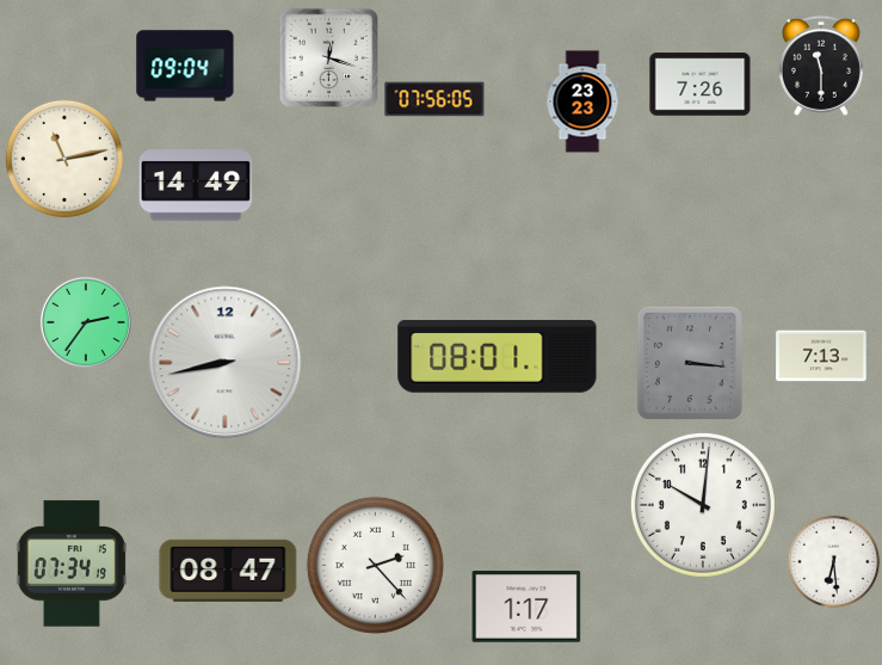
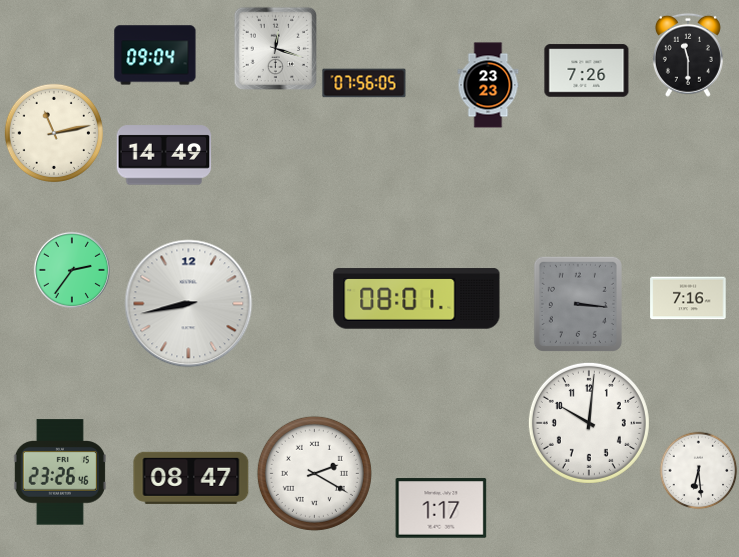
clock at (821, 356): 7:13 -> 7:16
clock at (72, 564): 07:34 -> 23:26
clock at (375, 565): 2:23 -> 2:20
